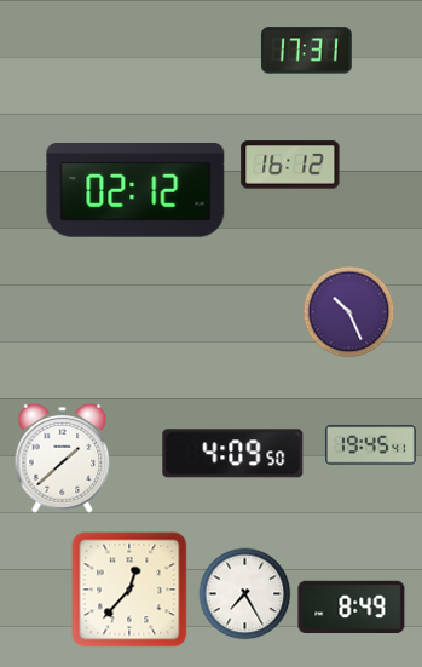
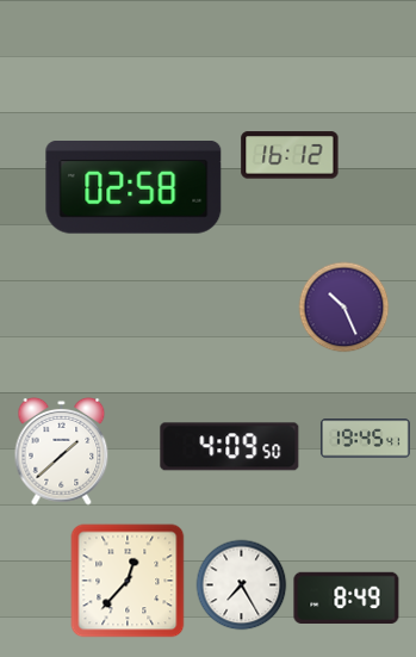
clock at (306, 51): 17:31 -> none
clock at (290, 165) position: (290, 165) -> (290, 155)
clock at (135, 191): 02:12 -> 02:58
